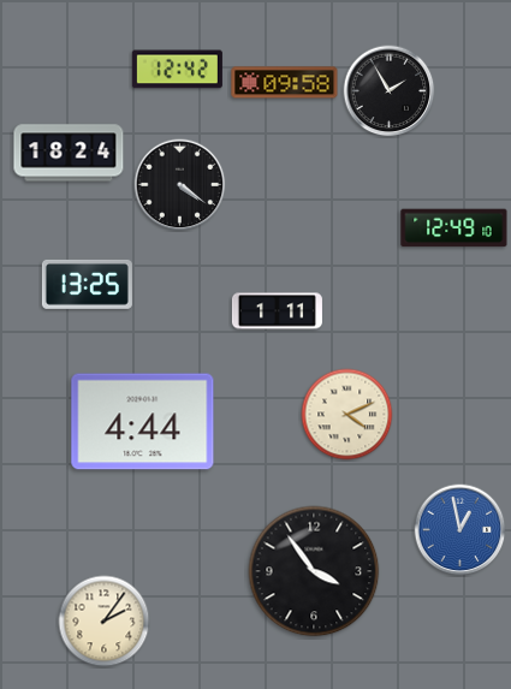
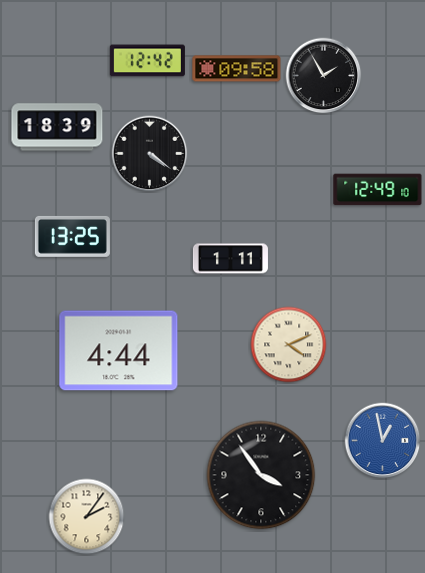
clock at (177, 70) position: (177, 70) -> (147, 61)
clock at (69, 153): 18:24 -> 18:39
